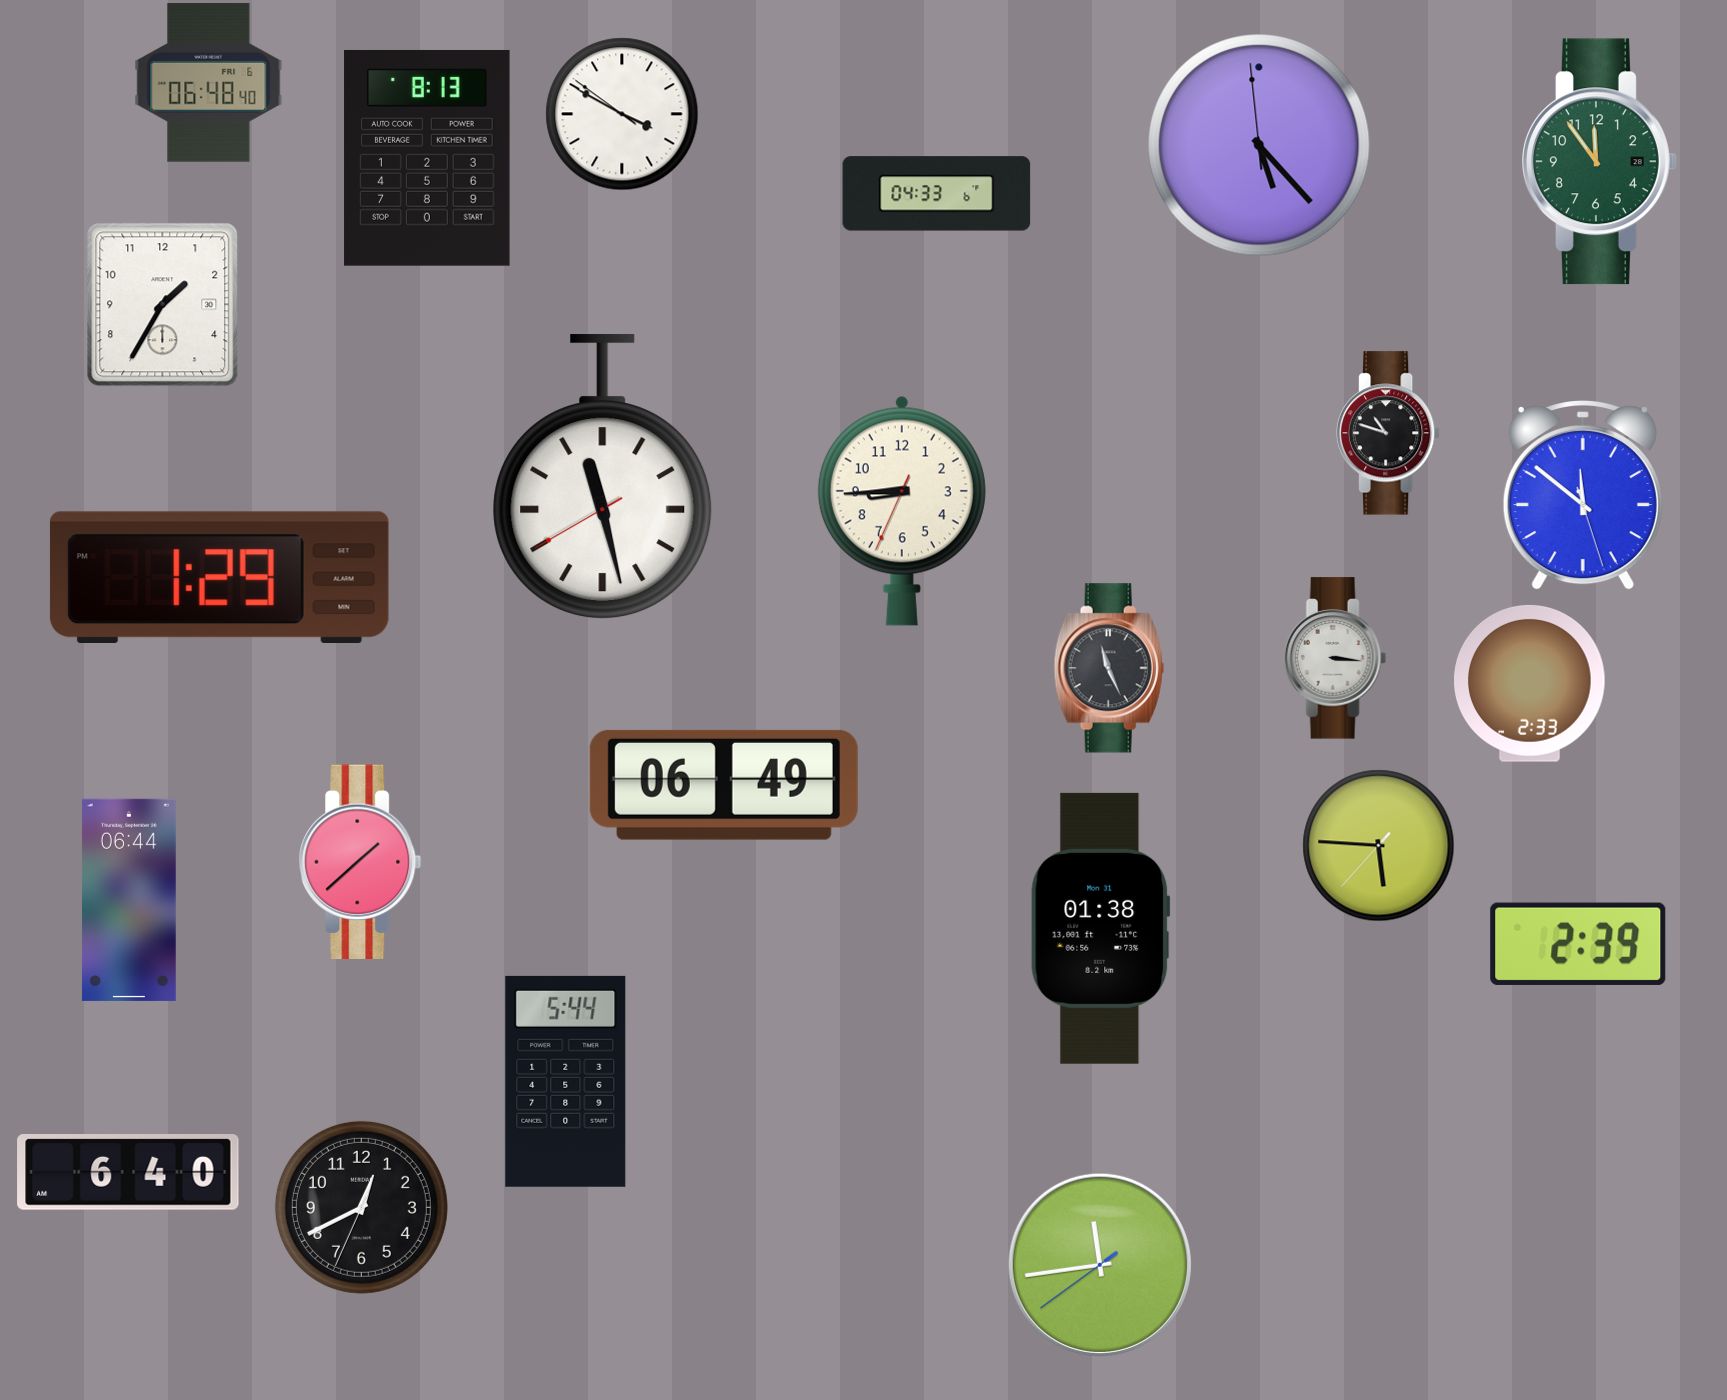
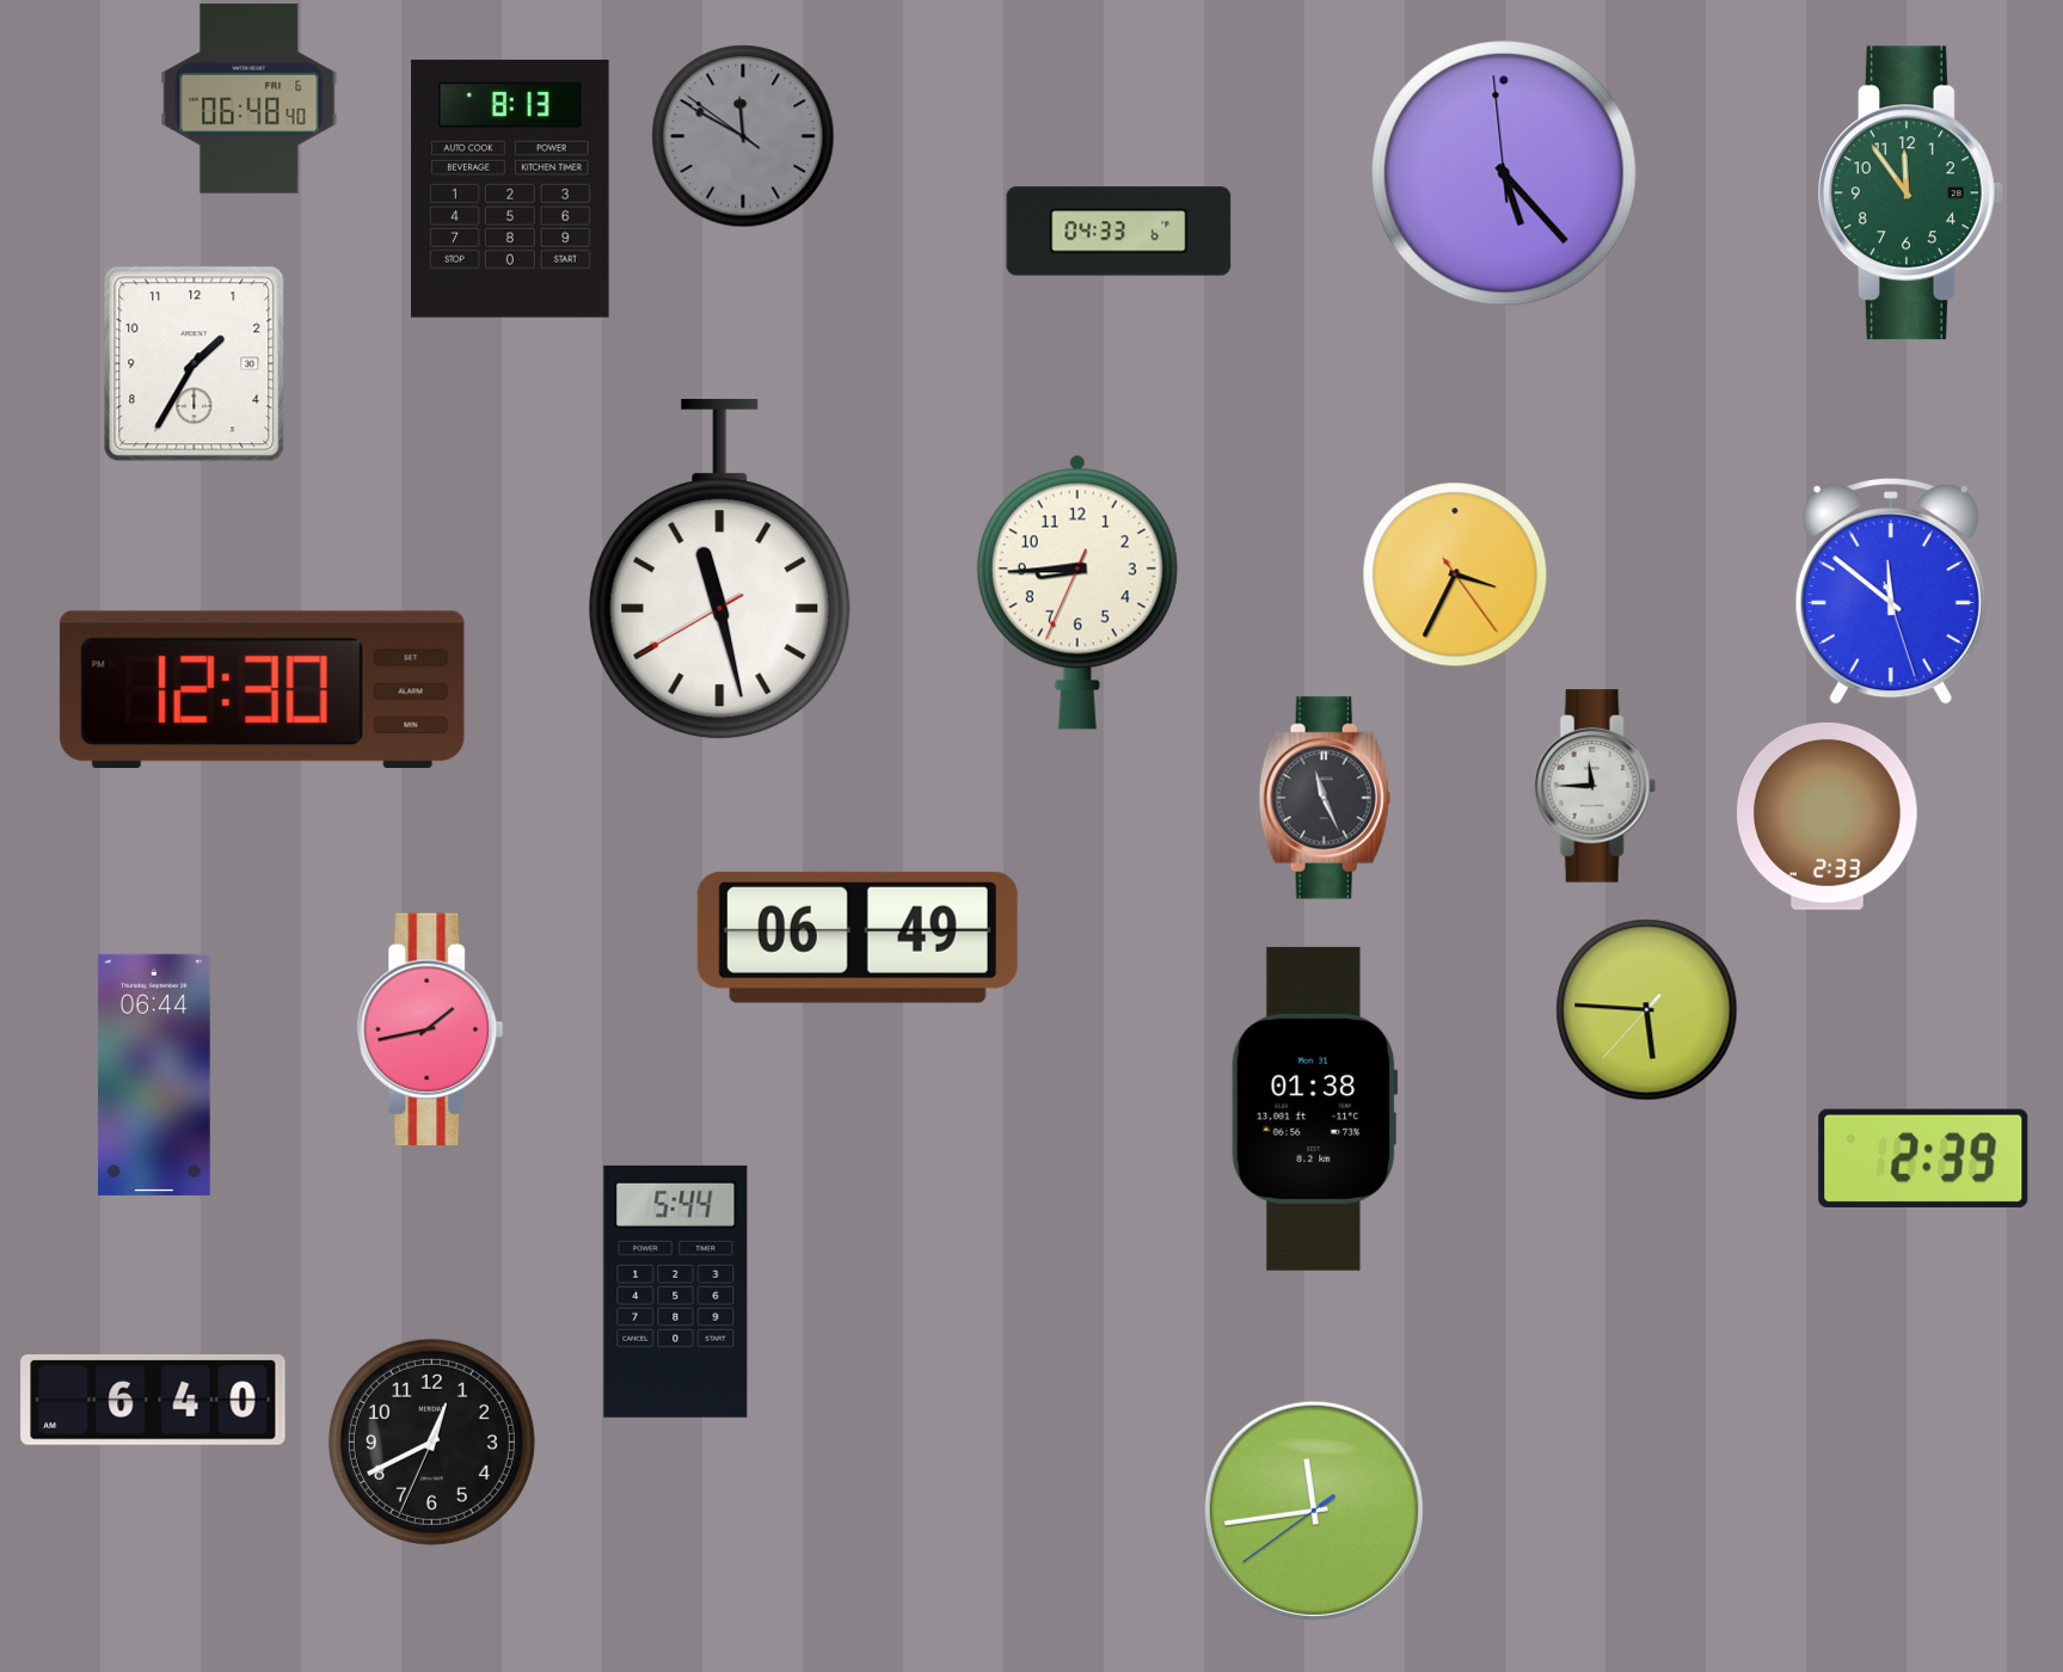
clock at (622, 114): 3:49 -> 11:49
clock at (622, 114) dial: white -> grey
clock at (1388, 433): 10:48 -> none
clock at (1455, 574): none -> 3:34
clock at (902, 511) position: (902, 511) -> (1077, 592)
clock at (219, 577): 1:29 -> 12:30
clock at (1335, 658): 3:16 -> 11:45
clock at (724, 785) position: (724, 785) -> (858, 938)
clock at (360, 861): 1:38 -> 1:43
clock at (1578, 944) position: (1578, 944) -> (1923, 1158)
